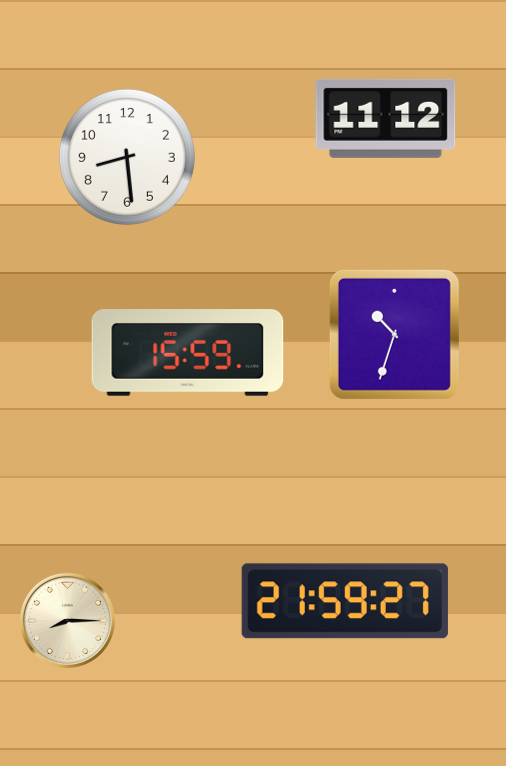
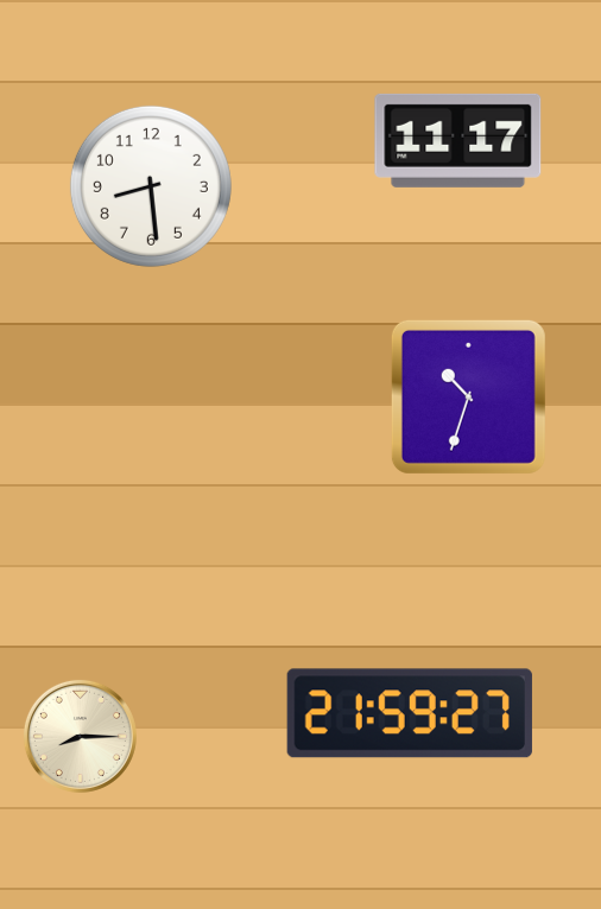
clock at (386, 118): 11:12 -> 11:17
clock at (188, 353): 15:59 -> none
